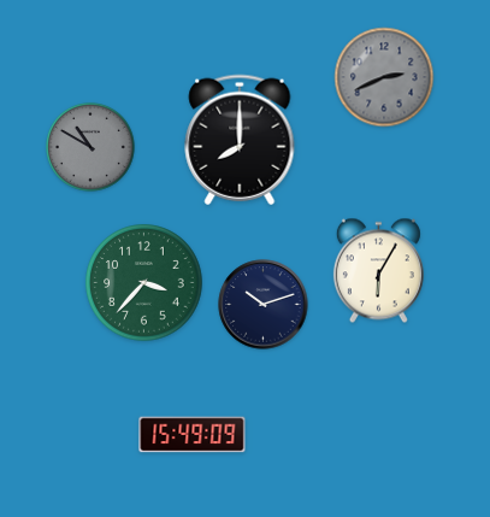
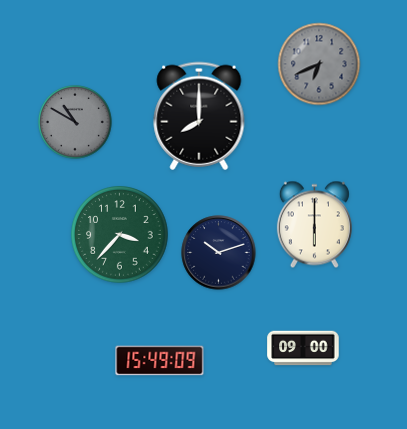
clock at (384, 77): 2:41 -> 6:41
clock at (378, 271): 6:05 -> 6:00
clock at (303, 348): none -> 09:00
